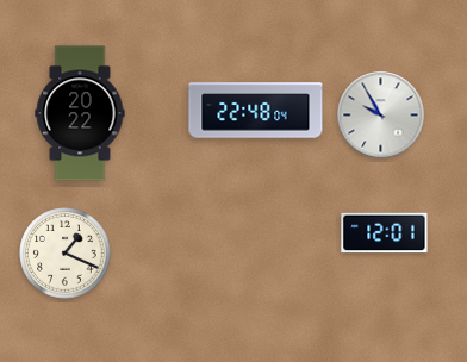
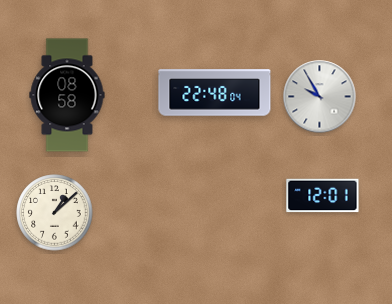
clock at (80, 113): 20:22 -> 08:58
clock at (66, 254): 1:19 -> 1:08
